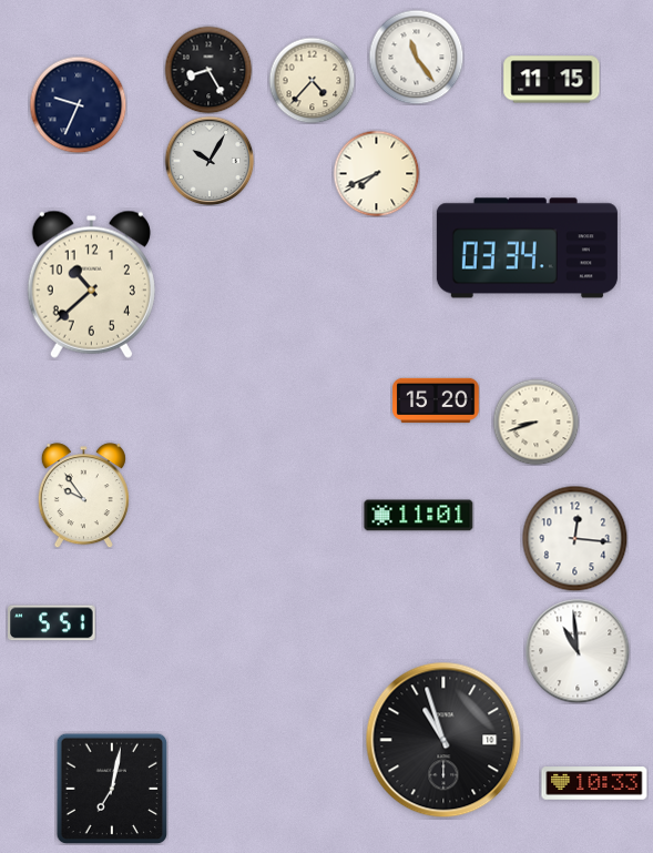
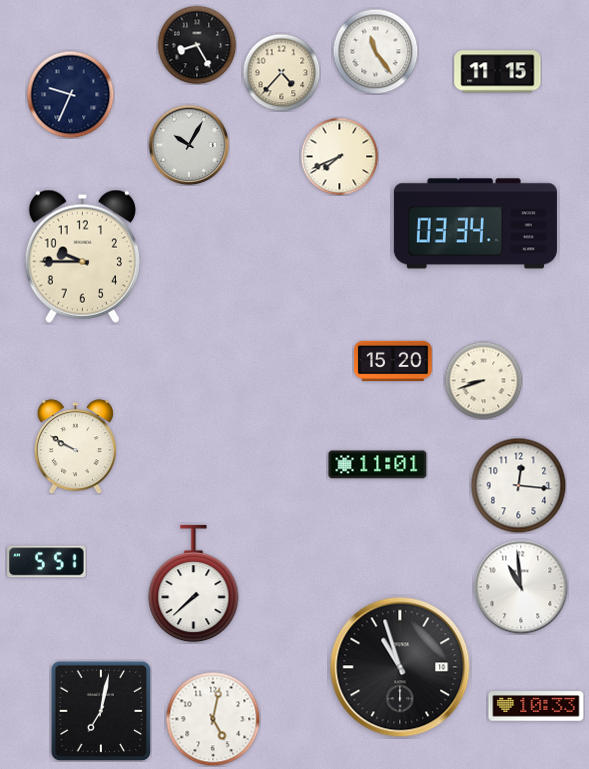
clock at (208, 70) position: (208, 70) -> (197, 45)
clock at (91, 284): 10:38 -> 9:45
clock at (83, 496): 9:54 -> 9:50
clock at (194, 584): none -> 7:38
clock at (213, 719): none -> 5:02
